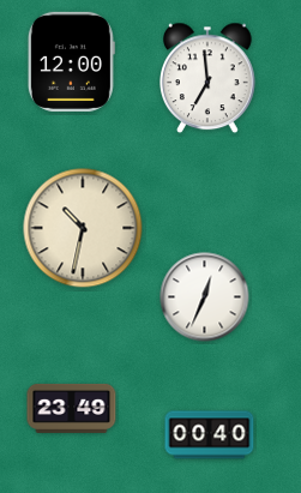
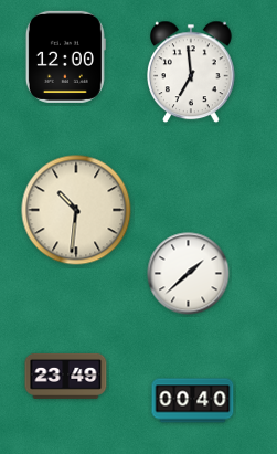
clock at (83, 228): 10:32 -> 10:31
clock at (205, 297): 12:34 -> 1:38
